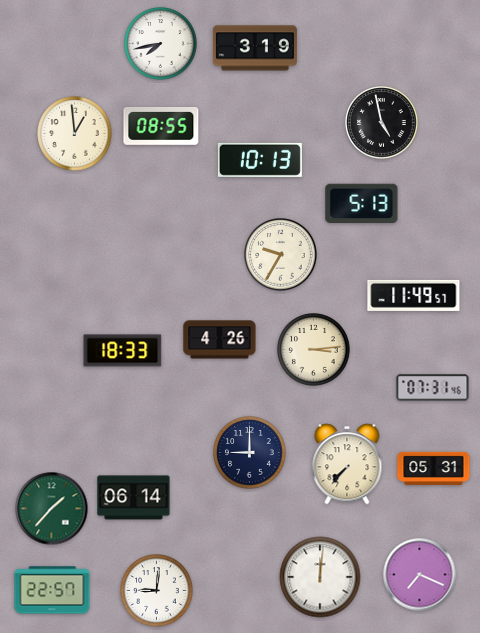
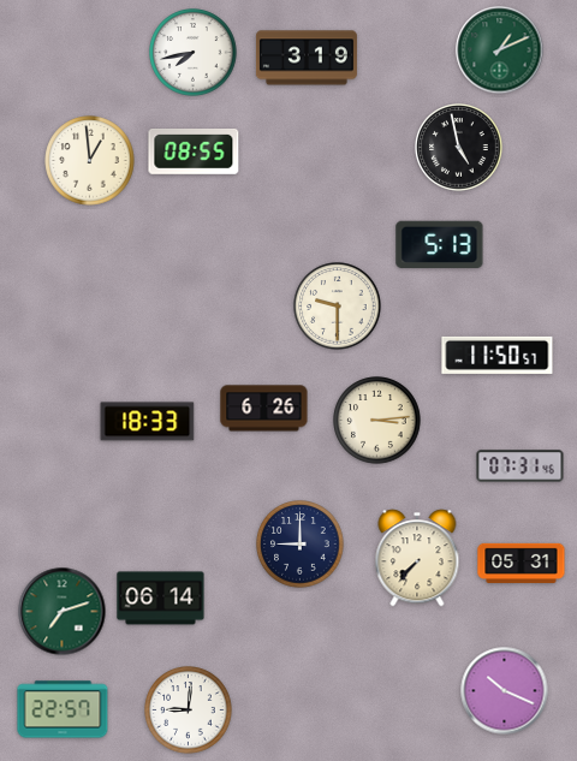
clock at (500, 50): none -> 1:11
clock at (260, 160): 10:13 -> none
clock at (362, 204) position: (362, 204) -> (440, 245)
clock at (281, 255): 9:35 -> 9:30
clock at (414, 295): 11:49 -> 11:50
clock at (220, 340): 4:26 -> 6:26
clock at (52, 509): 1:37 -> 7:12
clock at (420, 575): 7:19 -> 10:19
clock at (320, 577): 12:01 -> none
